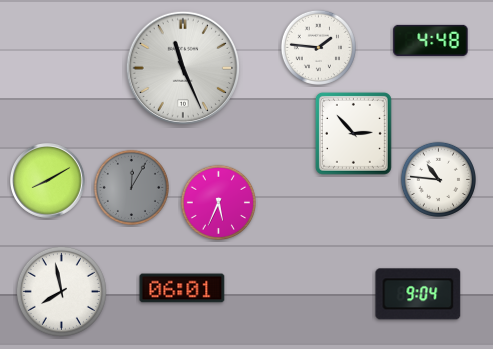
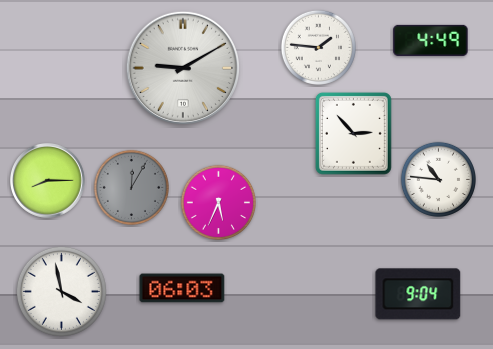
clock at (431, 40): 4:48 -> 4:49
clock at (182, 67): 11:26 -> 9:10
clock at (48, 181): 8:10 -> 8:15
clock at (182, 288): 06:01 -> 06:03
clock at (61, 291): 7:58 -> 3:58
